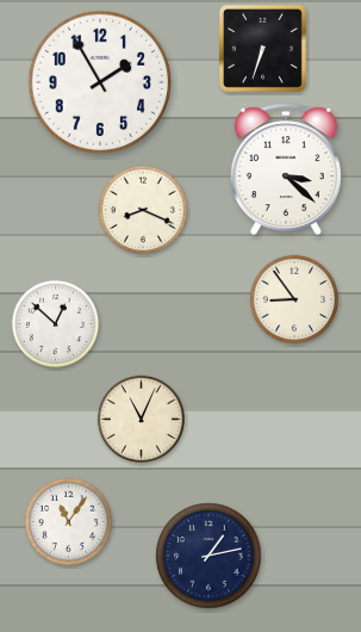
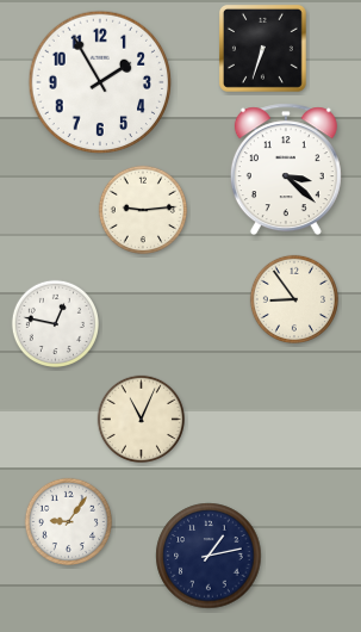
clock at (143, 210): 8:19 -> 9:14
clock at (55, 323): 12:52 -> 12:47
clock at (68, 521): 11:06 -> 9:06
